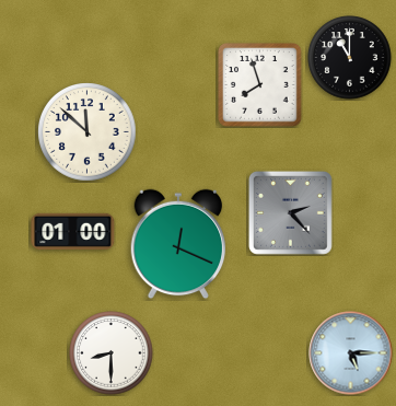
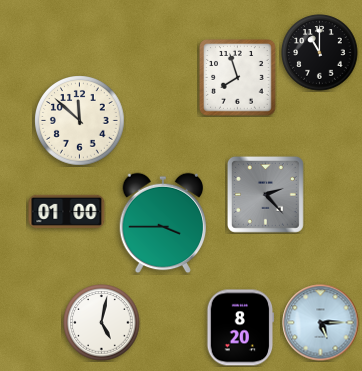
clock at (178, 244): 12:19 -> 3:45
clock at (112, 353): 8:30 -> 5:02
clock at (241, 328): none -> 8:20
